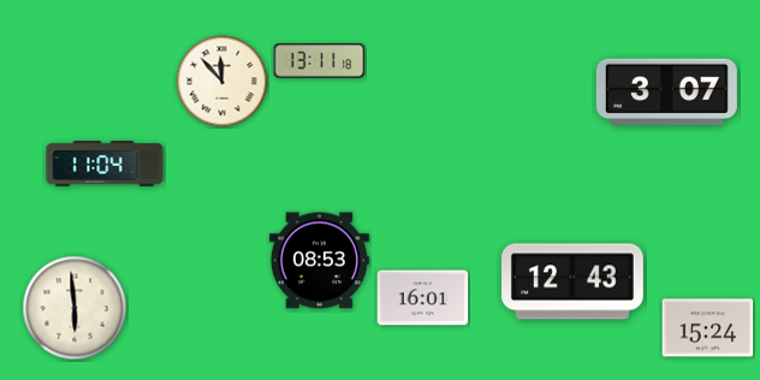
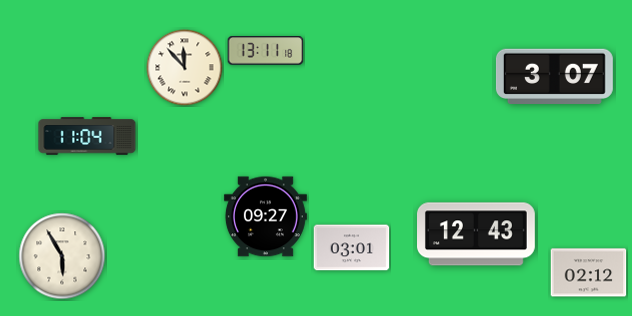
clock at (319, 261): 08:53 -> 09:27
clock at (423, 298): 16:01 -> 03:01
clock at (75, 308): 5:59 -> 5:55
clock at (708, 328): 15:24 -> 02:12
